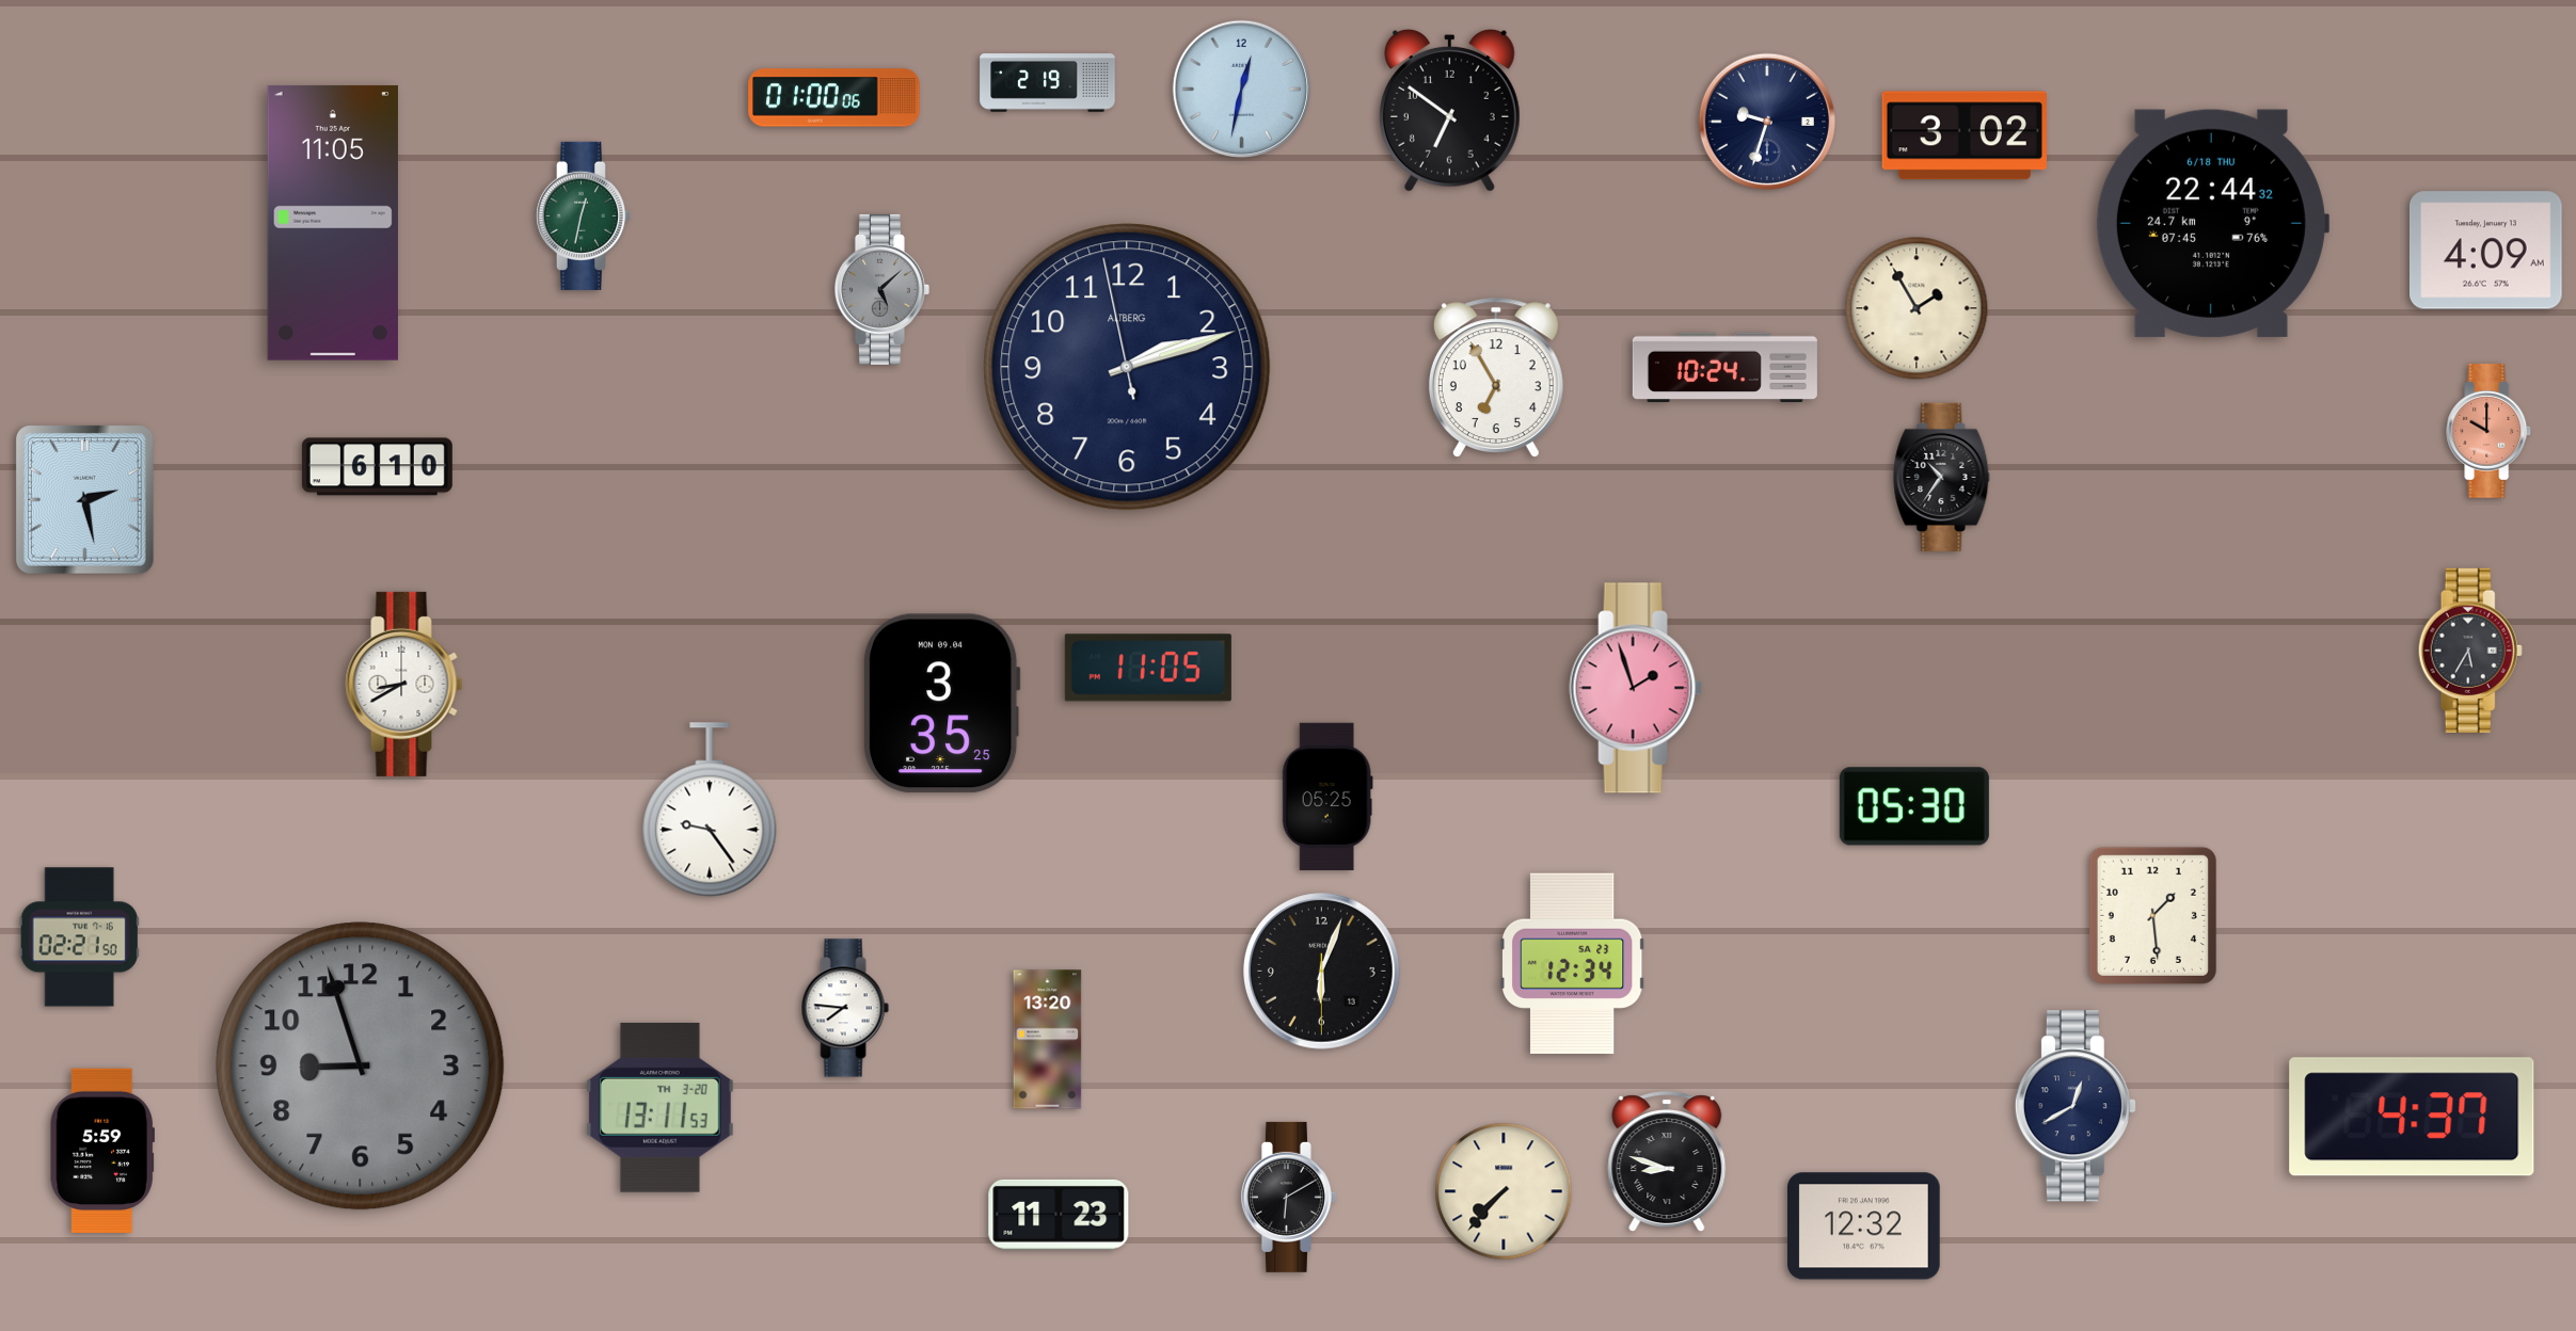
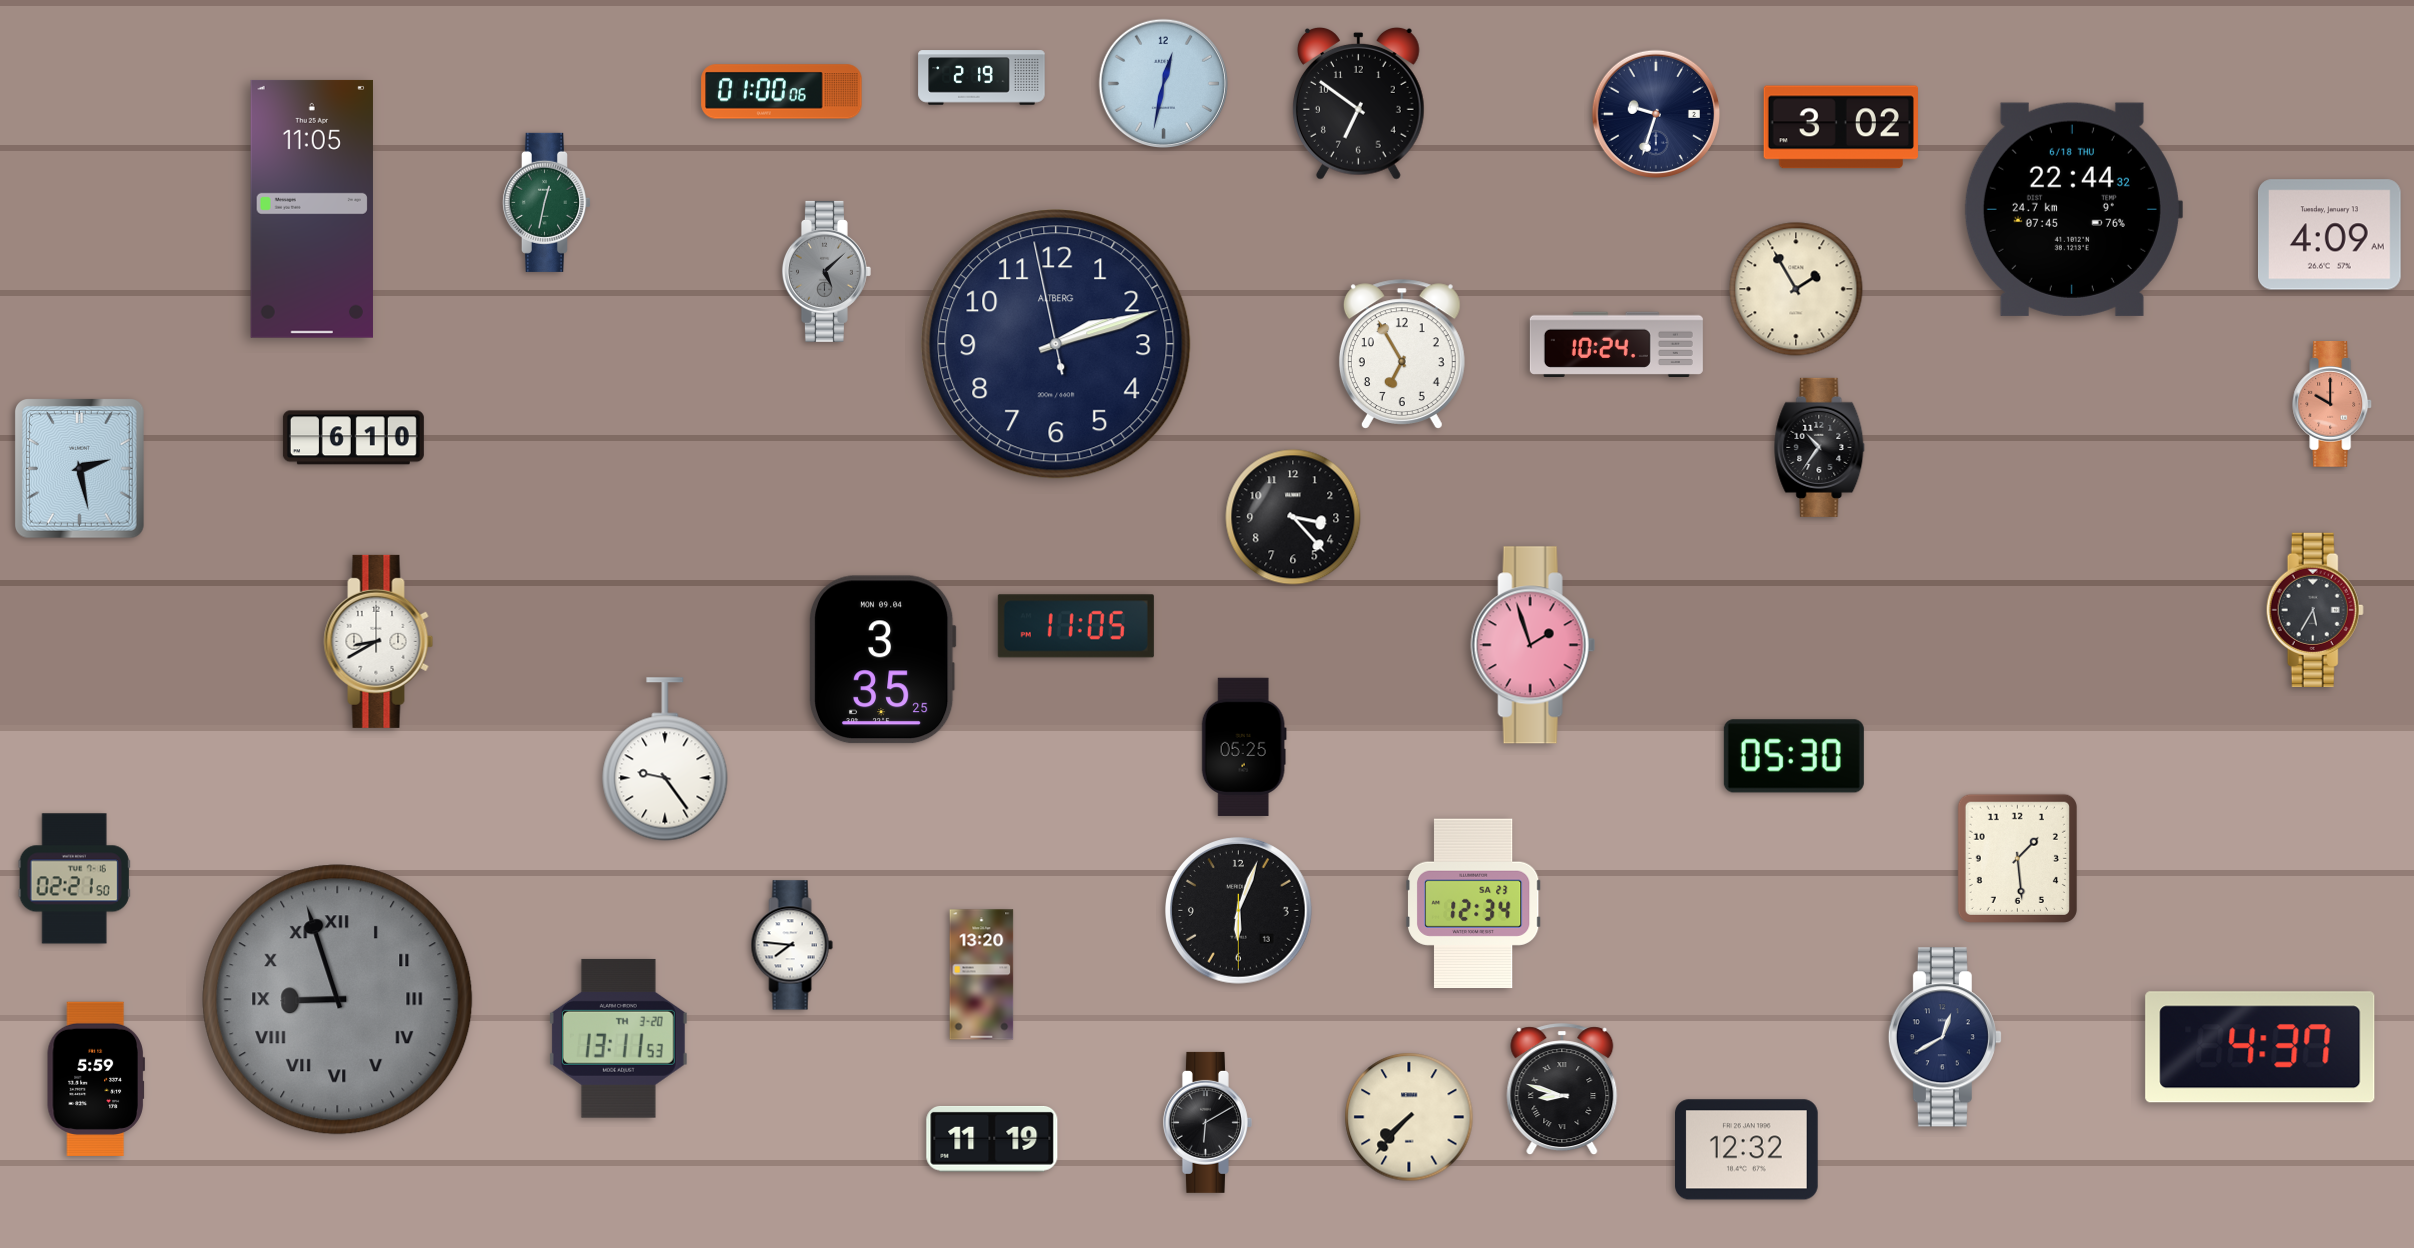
clock at (1293, 517): none -> 3:23
clock at (361, 1067) numerals: Arabic -> Roman
clock at (1059, 1215): 11:23 -> 11:19
